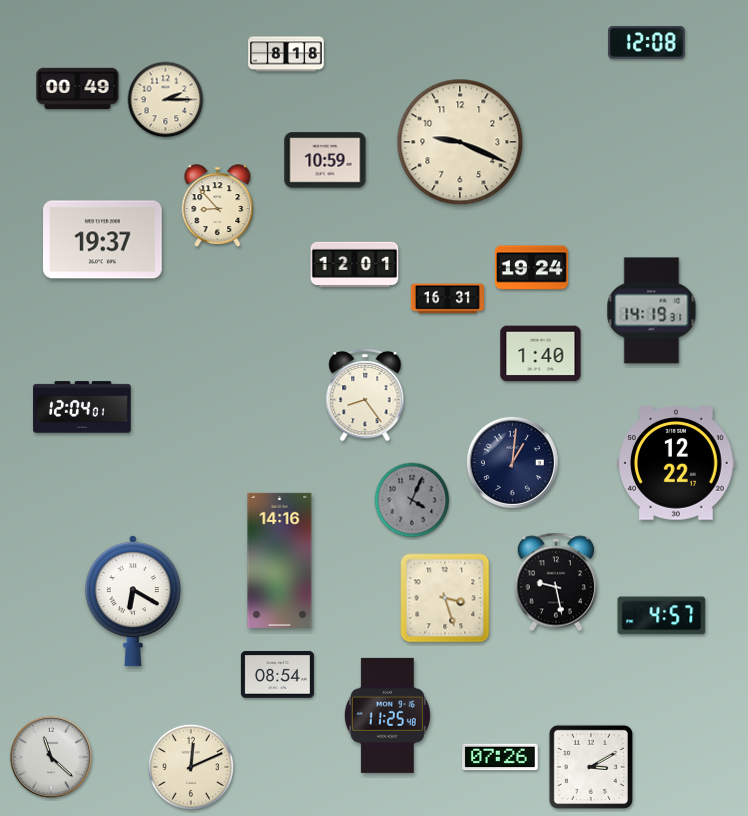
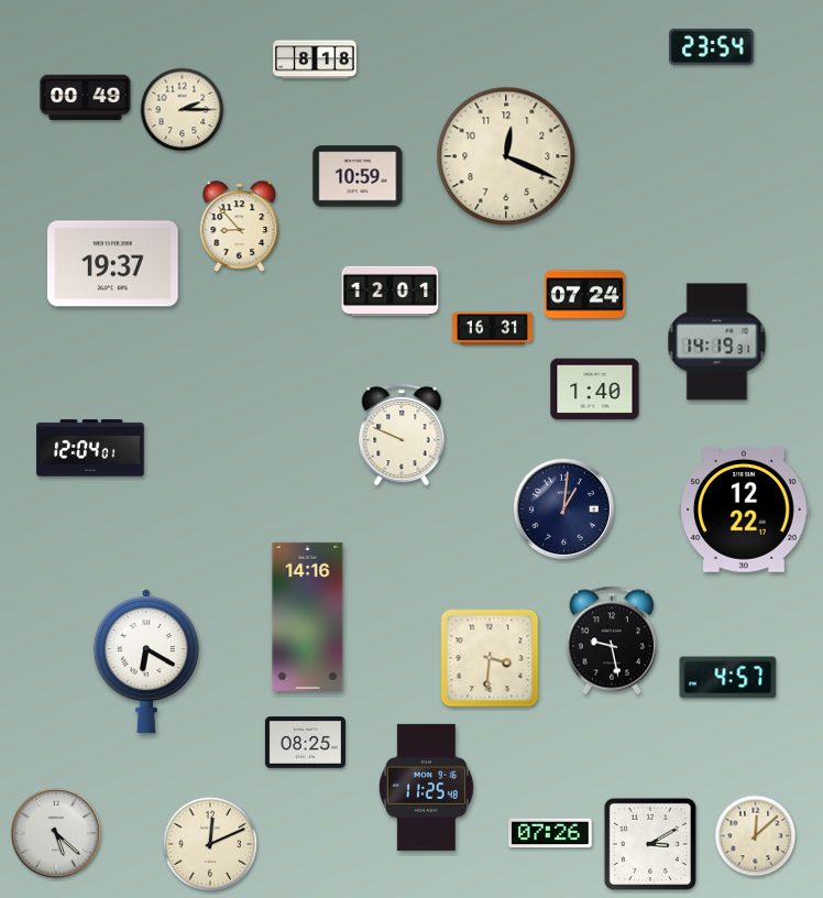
clock at (647, 43): 12:08 -> 23:54
clock at (460, 142): 9:19 -> 12:19
clock at (531, 268): 19:24 -> 07:24
clock at (365, 395): 8:24 -> 9:49
clock at (412, 500): 4:04 -> none
clock at (445, 598): 3:27 -> 3:31
clock at (277, 675): 08:54 -> 08:25
clock at (51, 757): 11:22 -> 5:22
clock at (756, 836): none -> 12:08
